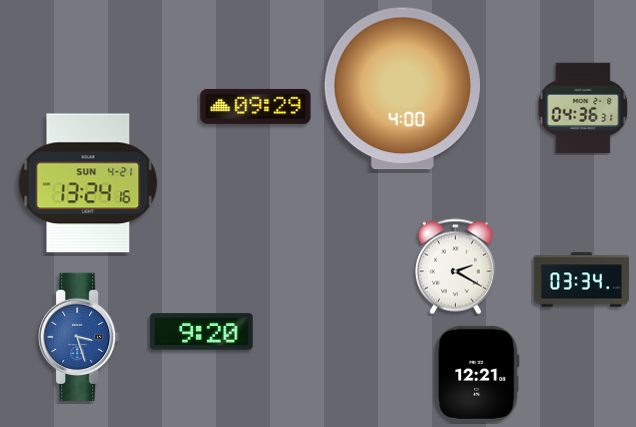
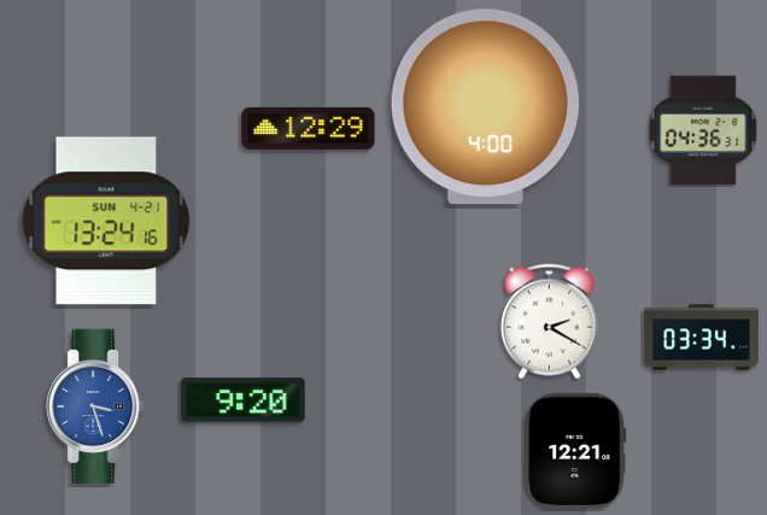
clock at (256, 106): 09:29 -> 12:29
